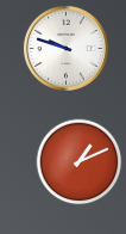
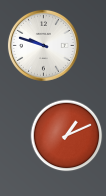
clock at (65, 48) position: (65, 48) -> (43, 45)
